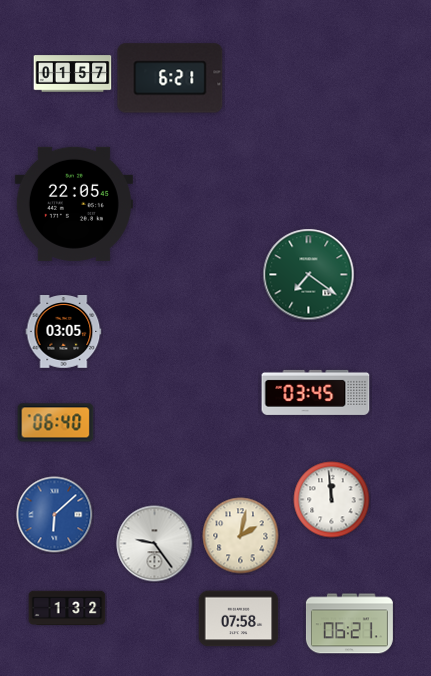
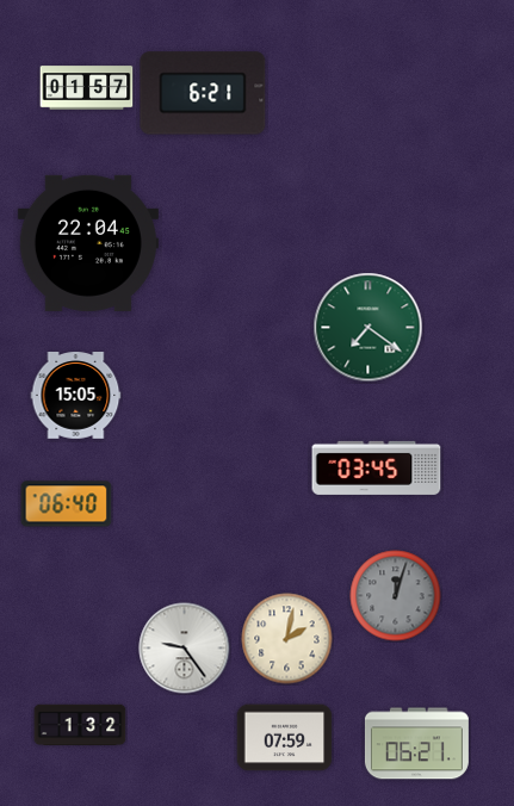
clock at (74, 204): 22:05 -> 22:04
clock at (64, 332): 03:05 -> 15:05
clock at (332, 500): 11:59 -> 12:03
clock at (332, 500) dial: white -> grey
clock at (55, 515): 6:08 -> none
clock at (239, 619): 07:58 -> 07:59
